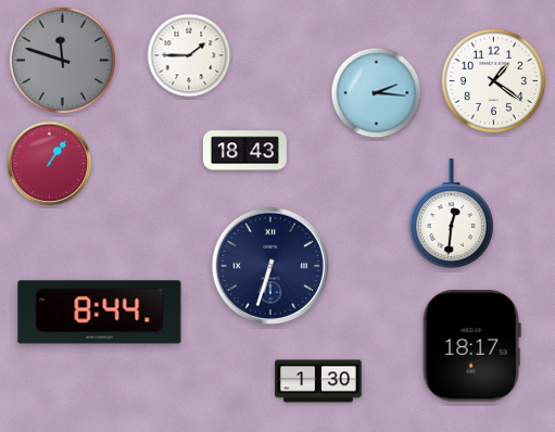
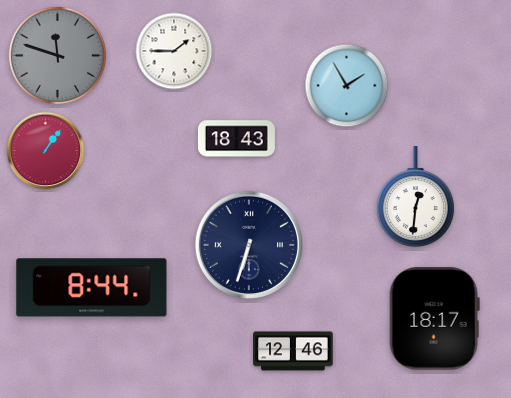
clock at (493, 80): 1:21 -> none
clock at (377, 93): 2:16 -> 1:55
clock at (244, 151) position: (244, 151) -> (236, 139)
clock at (318, 381): 1:30 -> 12:46
